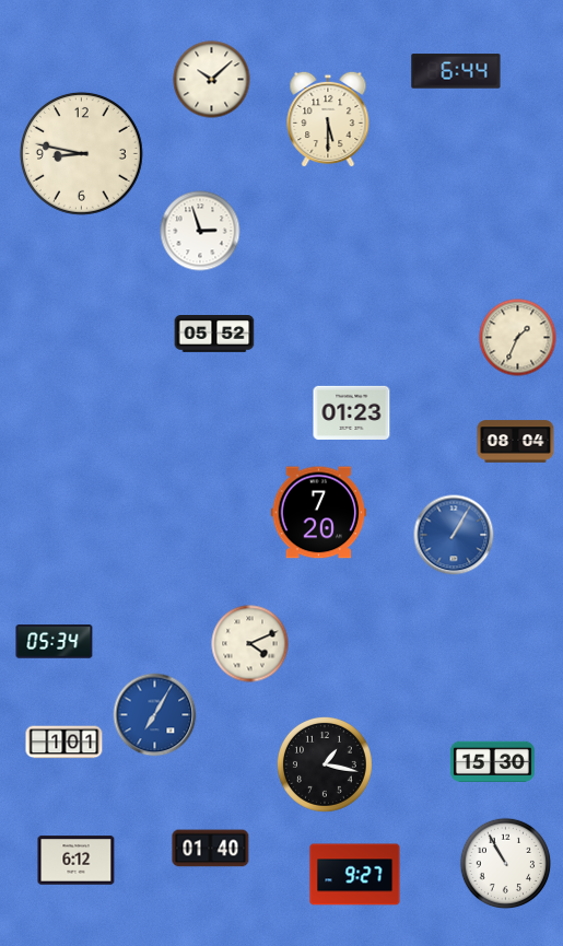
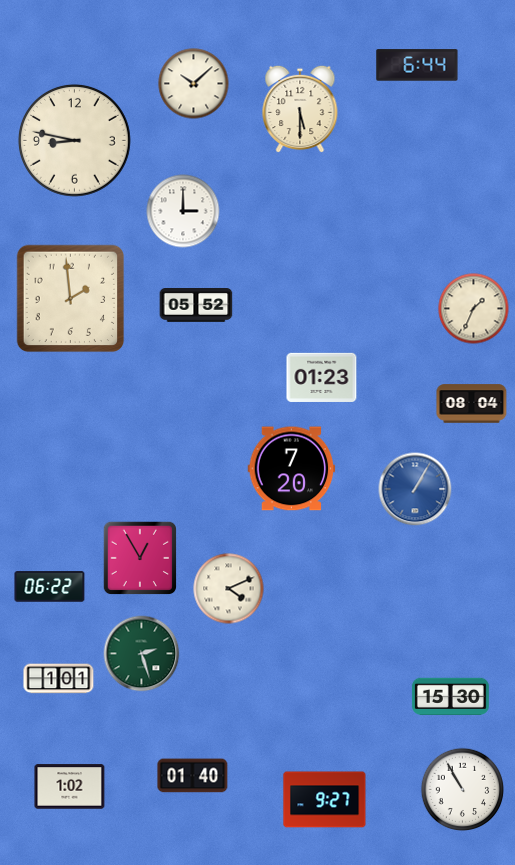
clock at (212, 80) position: (212, 80) -> (194, 84)
clock at (200, 231): 2:57 -> 3:00
clock at (71, 299): none -> 1:59
clock at (139, 557): none -> 12:55
clock at (55, 642): 05:34 -> 06:22
clock at (155, 715): 7:05 -> 2:27
clock at (155, 715) dial: blue -> green
clock at (325, 764): 1:17 -> none
clock at (77, 861): 6:12 -> 1:02
